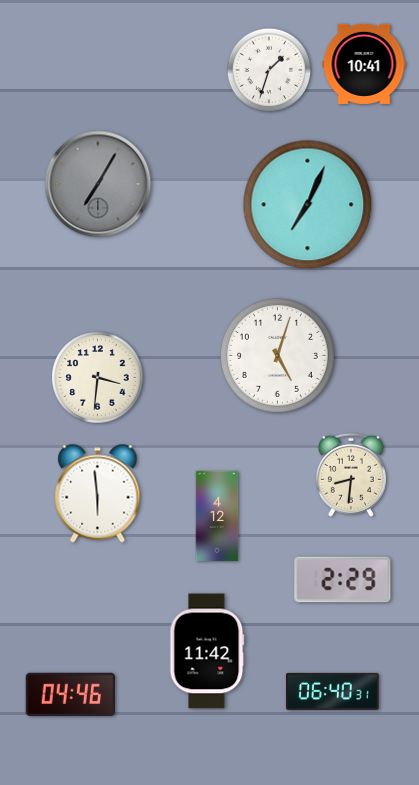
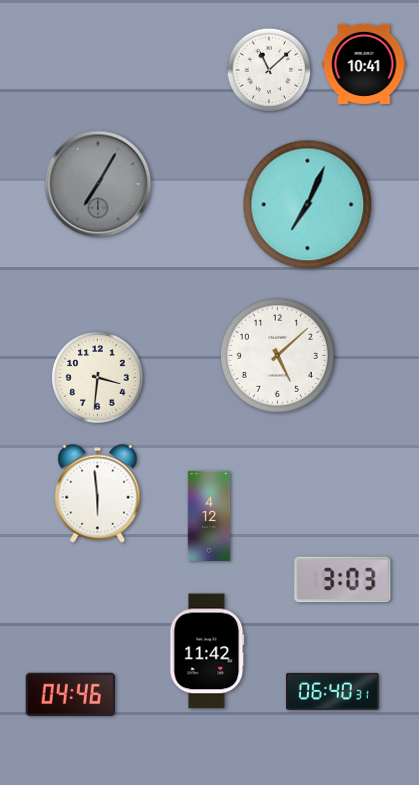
clock at (269, 70): 1:33 -> 11:08
clock at (277, 355): 5:03 -> 5:08
clock at (351, 475): 8:31 -> none
clock at (217, 515) position: (217, 515) -> (209, 515)
clock at (343, 580): 2:29 -> 3:03
